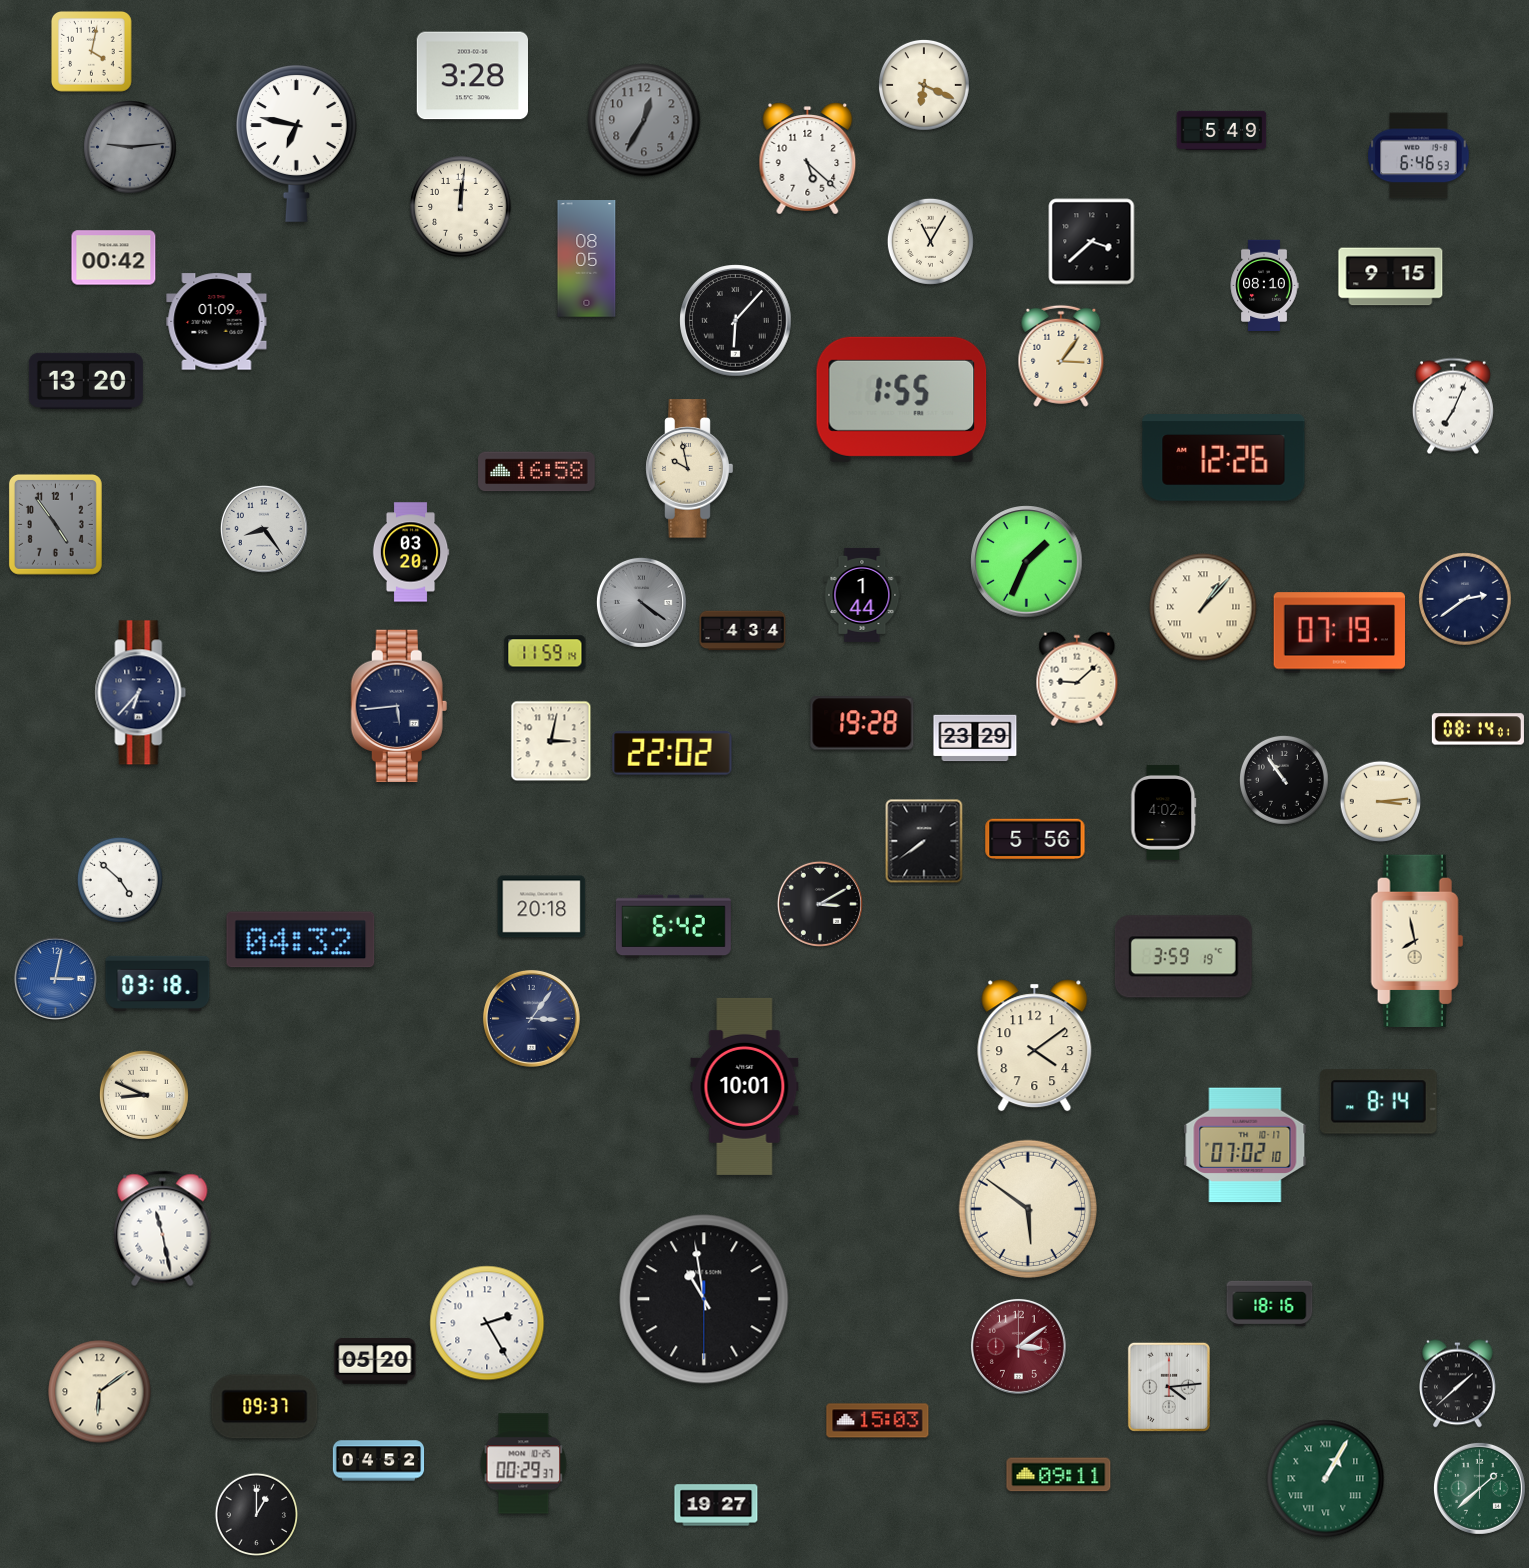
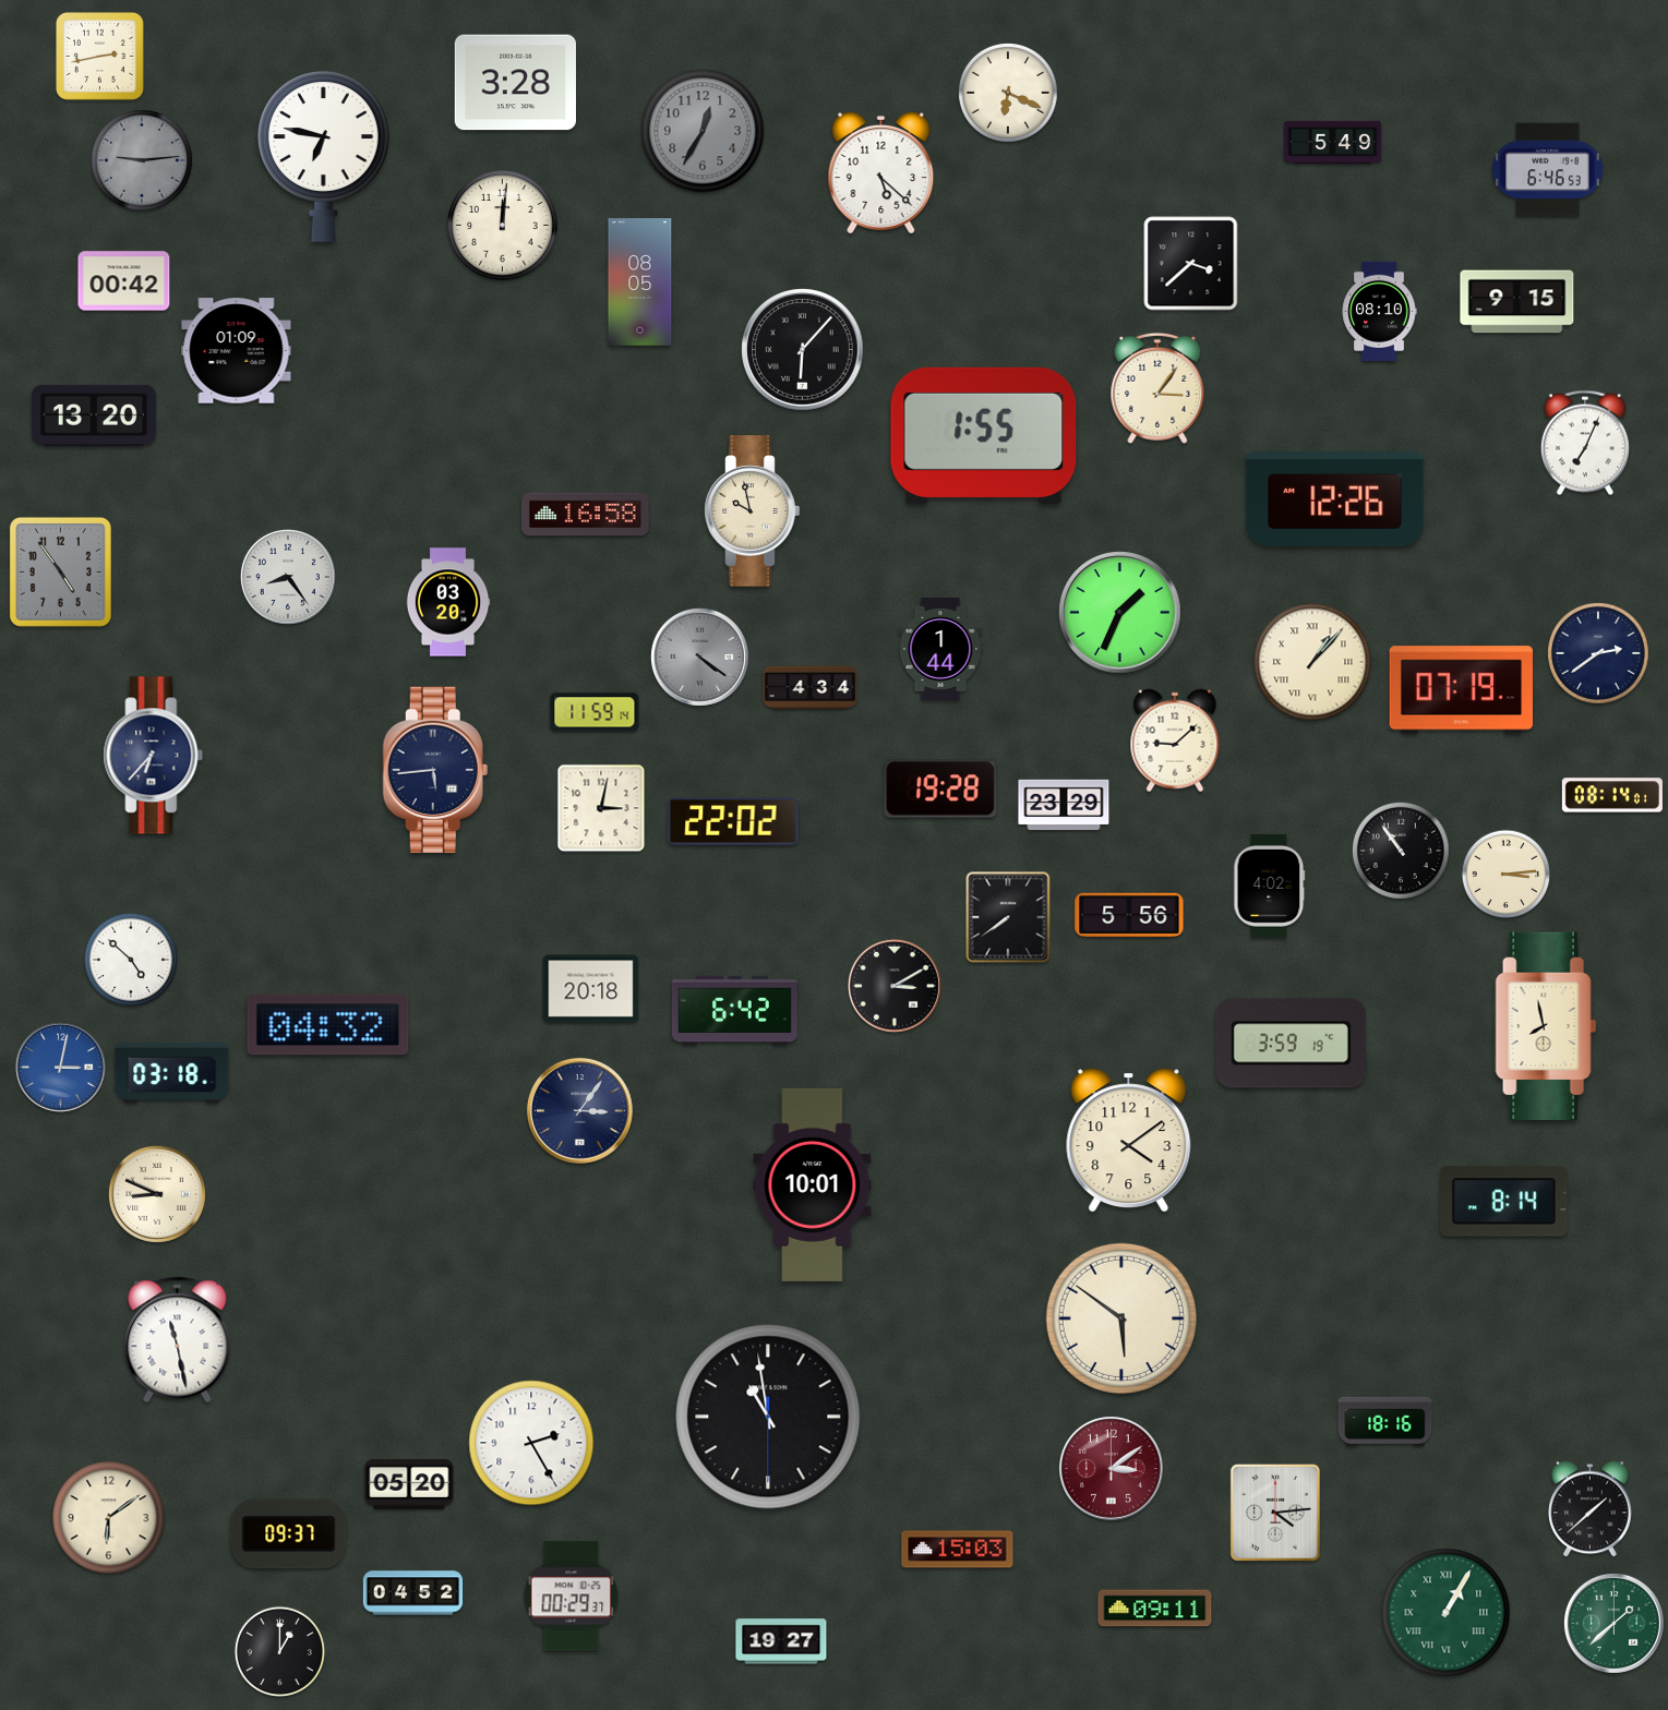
clock at (91, 51): 4:02 -> 2:43
clock at (930, 241): 11:05 -> none
clock at (1245, 1145): 07:02 -> none
